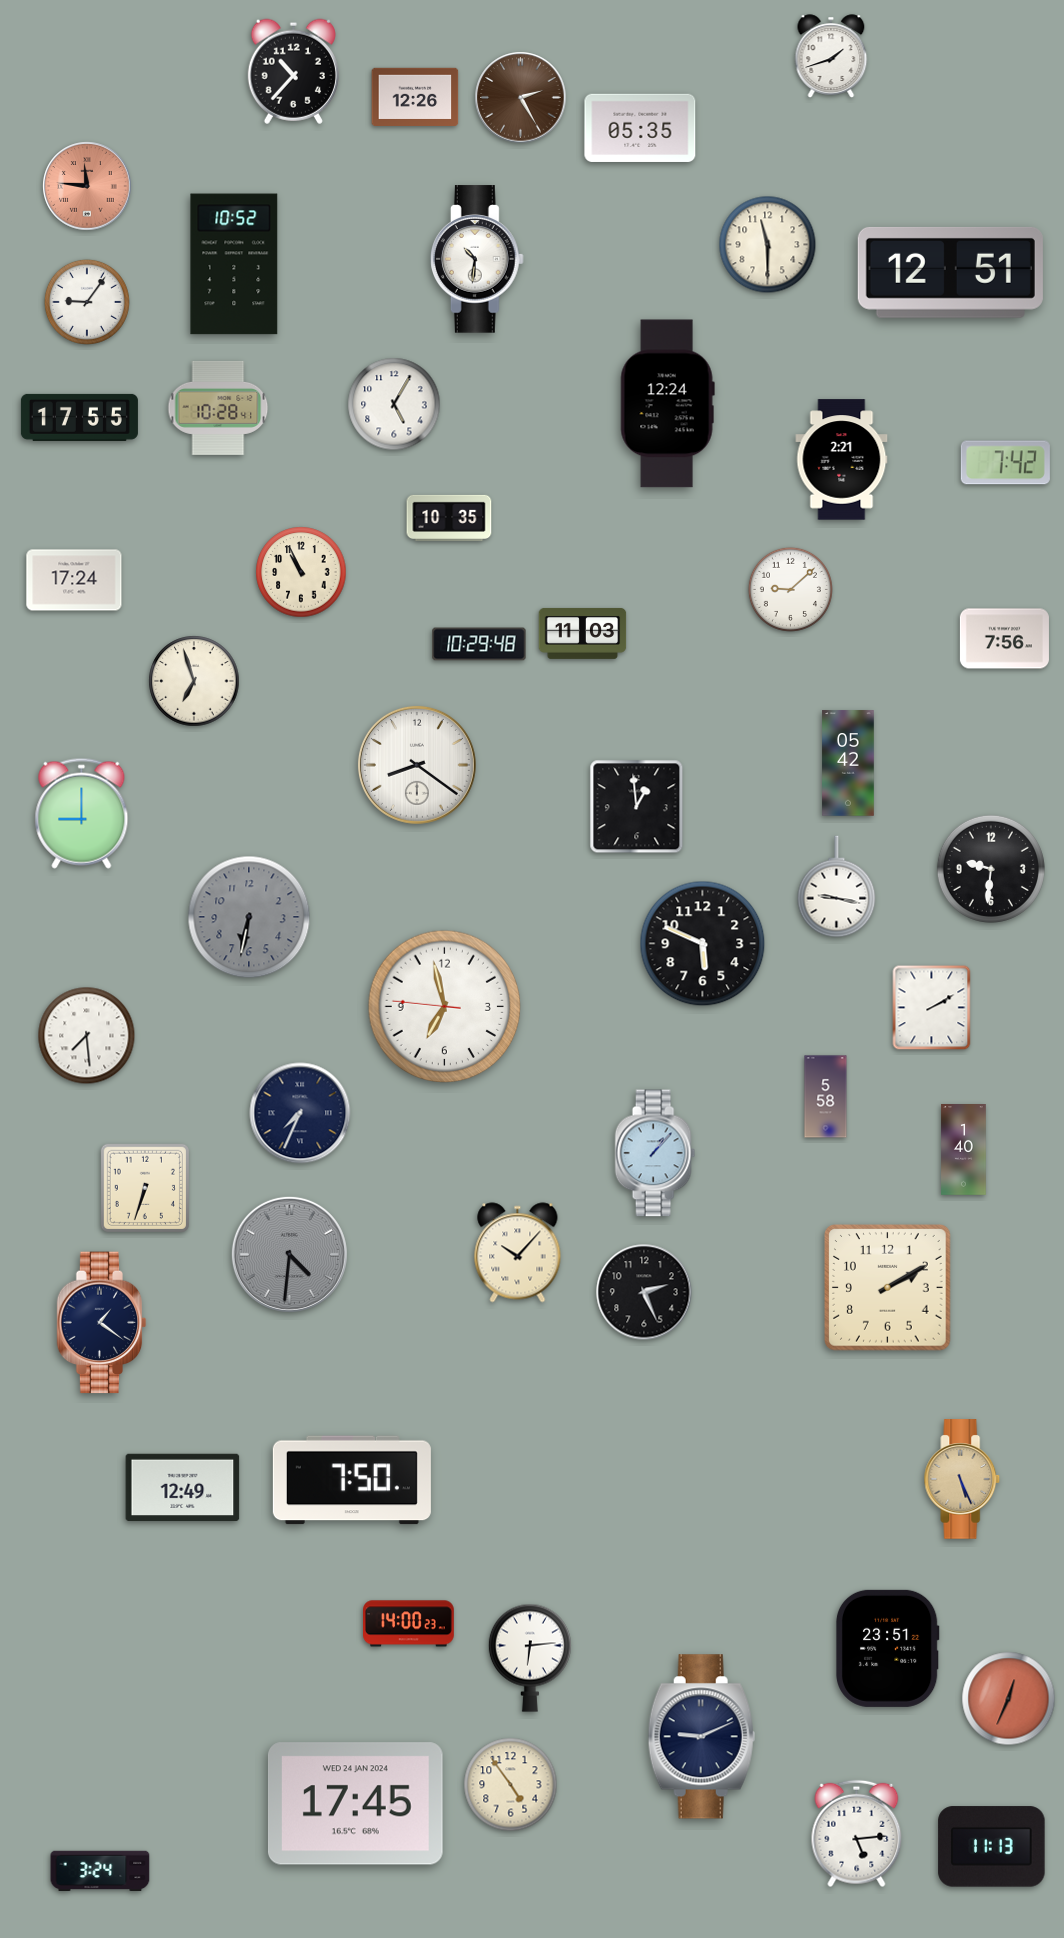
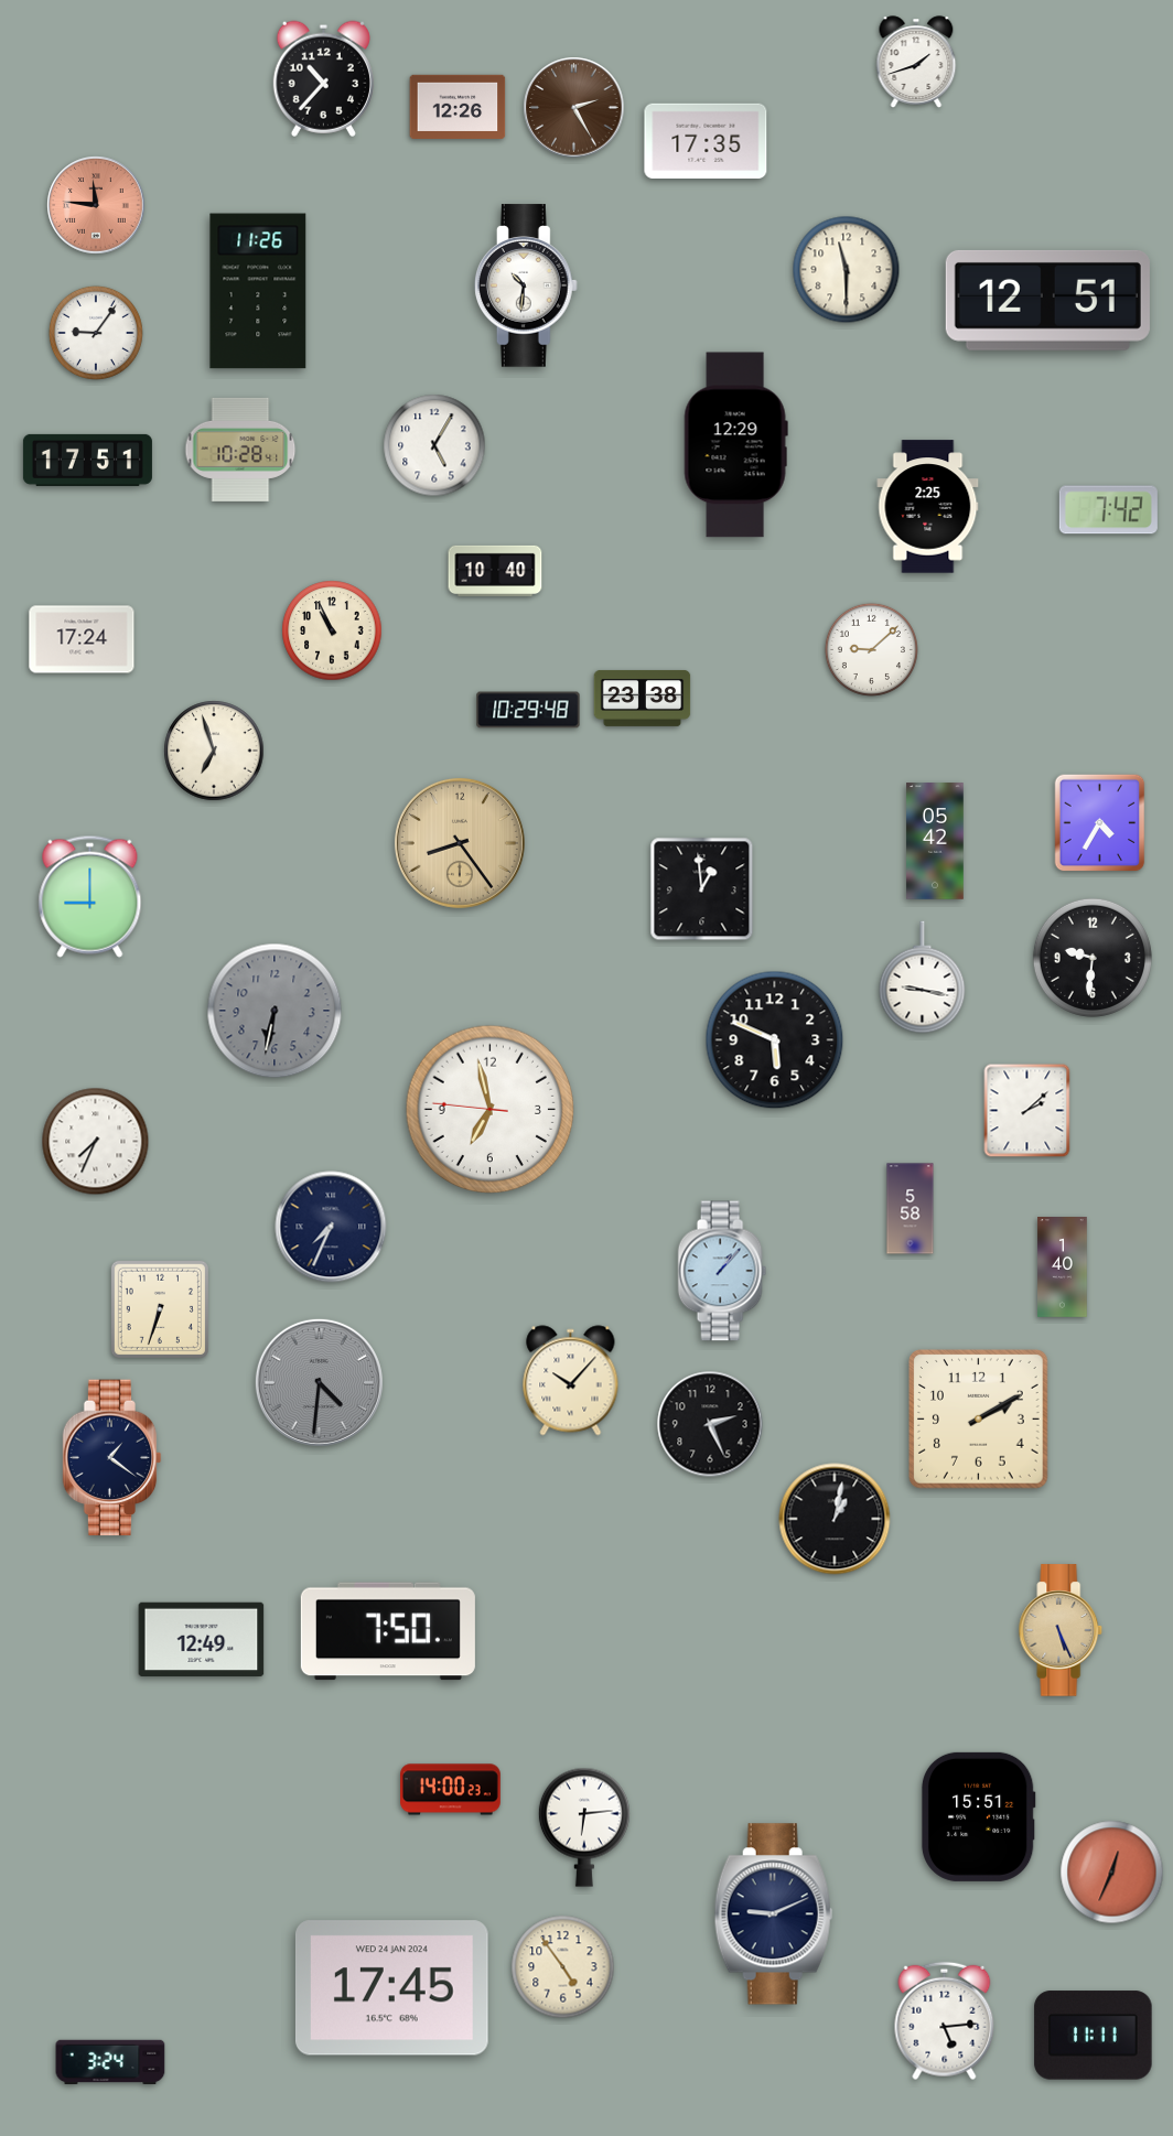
clock at (640, 127): 05:35 -> 17:35
clock at (234, 264): 10:52 -> 11:26
clock at (667, 404): 12:24 -> 12:29
clock at (79, 417): 17:55 -> 17:51
clock at (842, 460): 2:21 -> 2:25
clock at (449, 518): 10:35 -> 10:40
clock at (583, 633): 11:03 -> 23:38
clock at (1004, 639): 7:56 -> none
clock at (1100, 823): none -> 4:35
clock at (417, 765): 8:21 -> 8:24
clock at (417, 765) dial: white -> champagne
clock at (932, 1008): 2:10 -> 2:08
clock at (87, 1036): 7:29 -> 7:34
clock at (835, 1519): none -> 1:02
clock at (887, 1648): 23:51 -> 15:51
clock at (992, 1847): 11:13 -> 11:11
